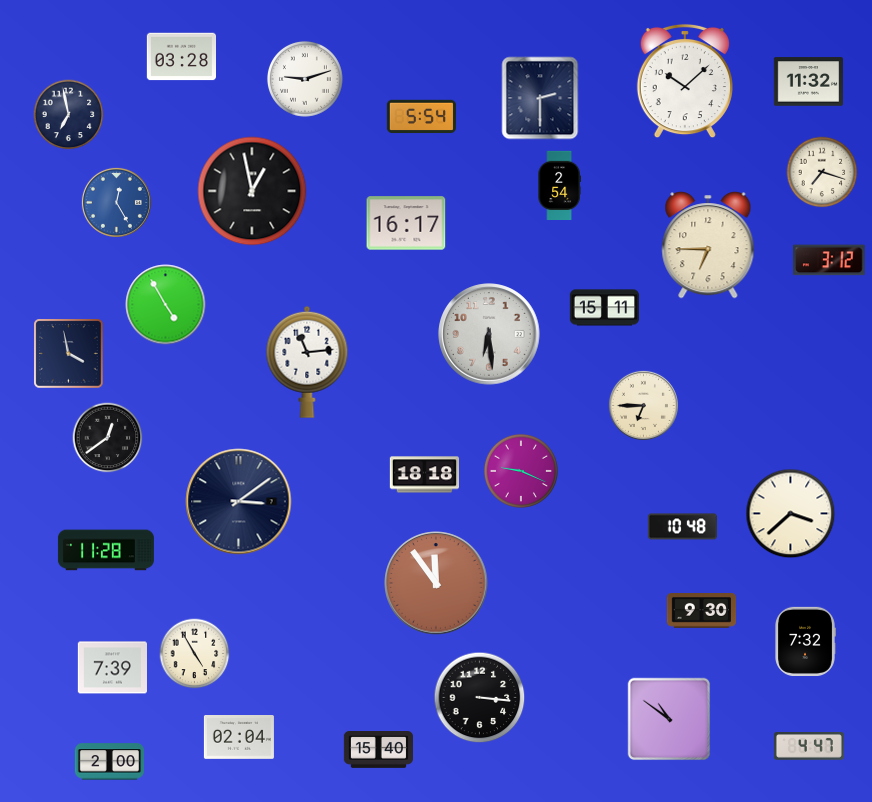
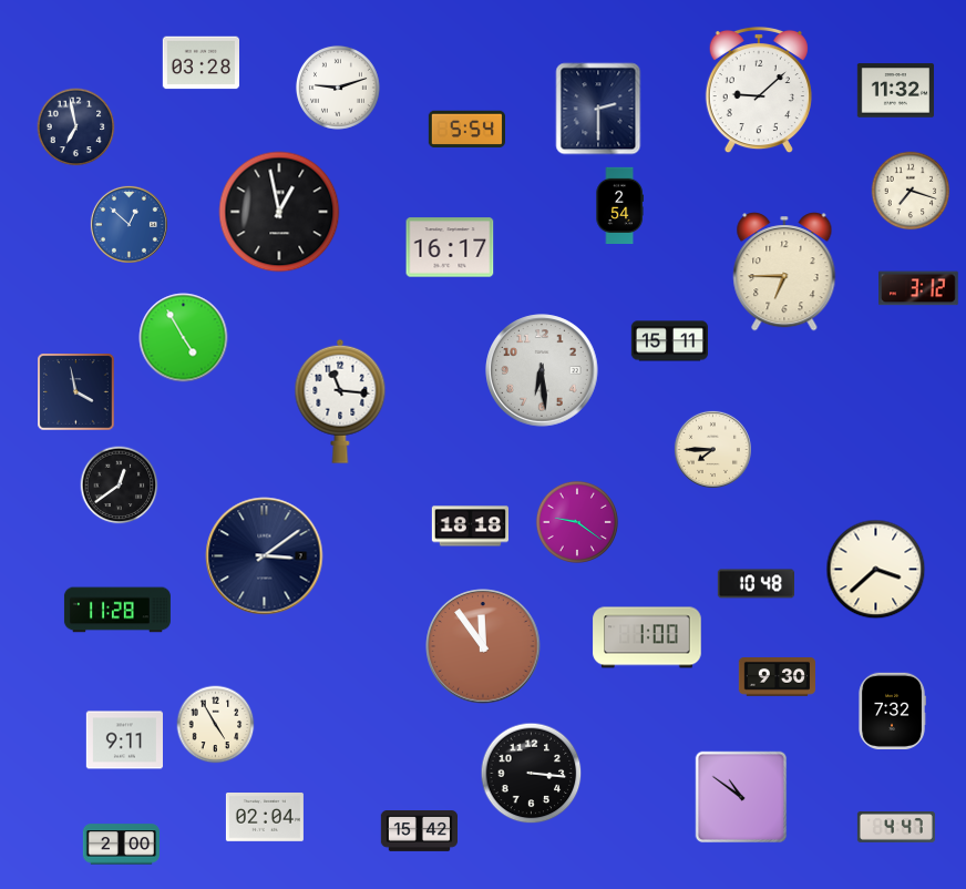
clock at (685, 81): 10:08 -> 9:08
clock at (116, 202): 12:25 -> 12:52
clock at (307, 362): 11:14 -> 11:16
clock at (643, 405): 6:45 -> 7:45
clock at (521, 471): 9:19 -> 9:21
clock at (647, 637): none -> 1:00
clock at (112, 668): 7:39 -> 9:11
clock at (378, 750): 15:40 -> 15:42
